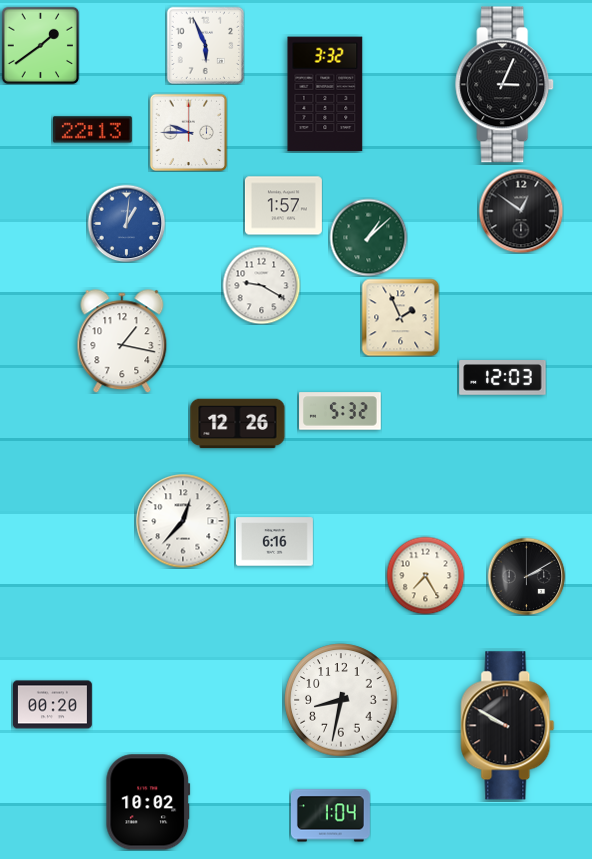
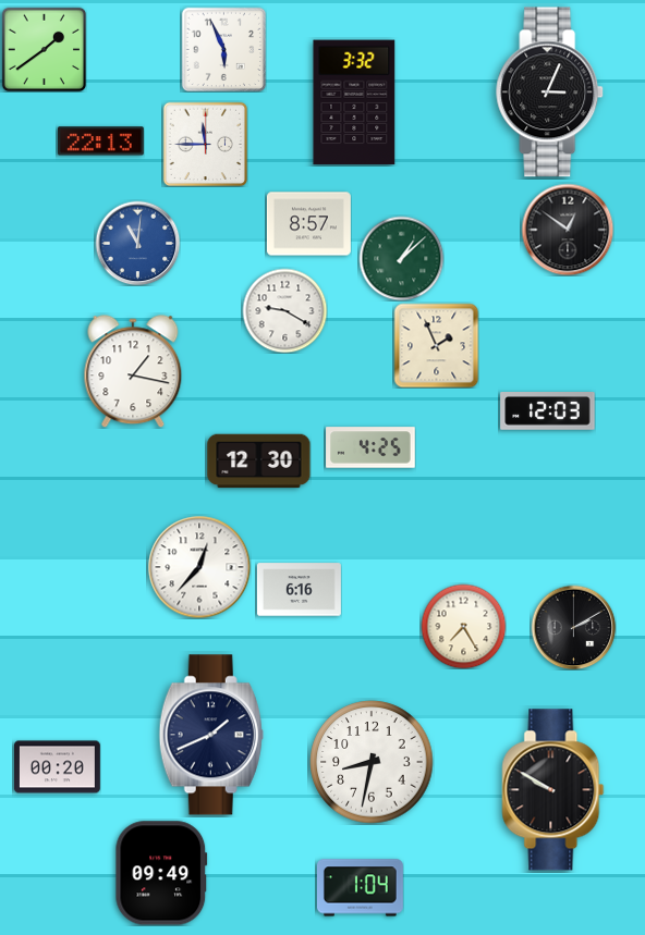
clock at (188, 132): 9:45 -> 11:45
clock at (283, 206): 1:57 -> 8:57
clock at (126, 223): 1:01 -> 11:01
clock at (340, 411): 5:32 -> 4:25
clock at (238, 424): 12:26 -> 12:30
clock at (211, 735): none -> 1:41
clock at (148, 802): 10:02 -> 09:49
